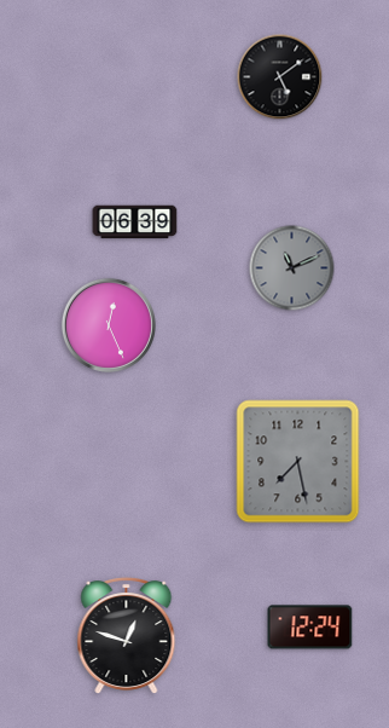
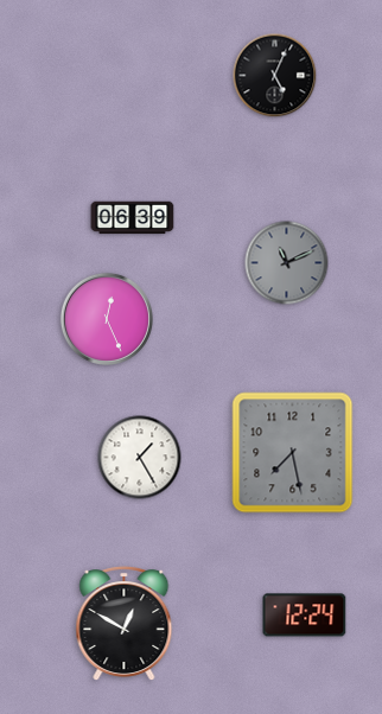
clock at (280, 77): 5:09 -> 5:04
clock at (140, 458): none -> 1:25
clock at (127, 636): 12:48 -> 12:50
